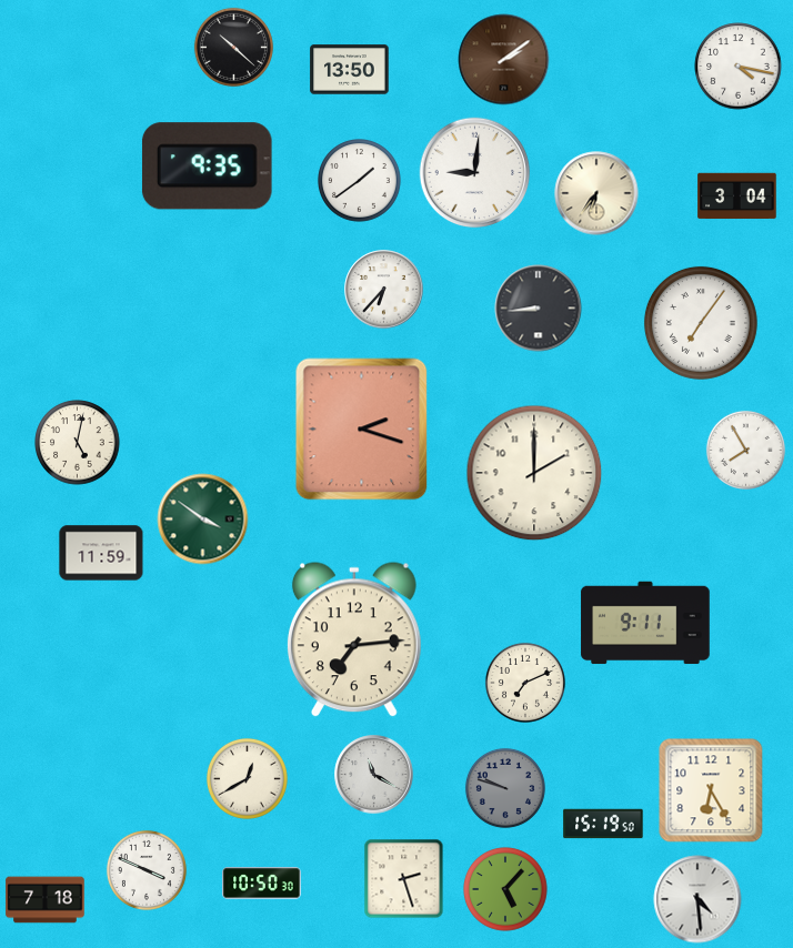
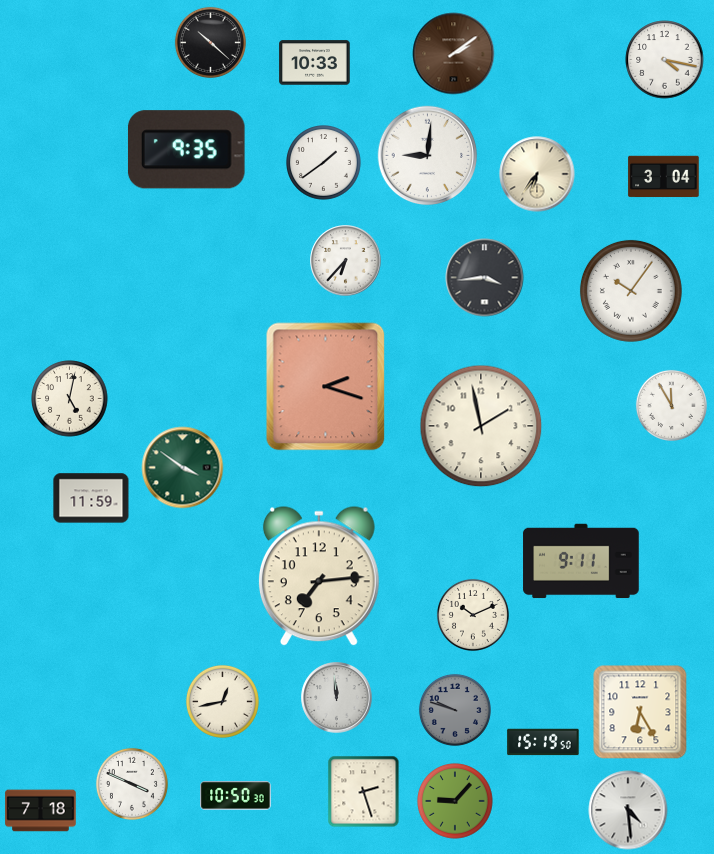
clock at (350, 70): 13:50 -> 10:33
clock at (539, 309): 8:44 -> 3:44
clock at (701, 323): 7:06 -> 10:06
clock at (745, 450): 7:55 -> 11:55
clock at (534, 473): 2:00 -> 1:58
clock at (525, 683): 7:11 -> 10:11
clock at (374, 775): 11:20 -> 11:59
clock at (247, 778): 12:40 -> 12:43
clock at (505, 889): 5:07 -> 9:07
